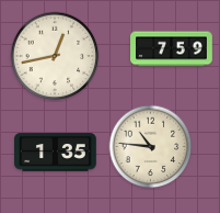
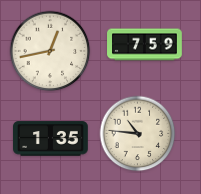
clock at (172, 49) position: (172, 49) -> (145, 45)
